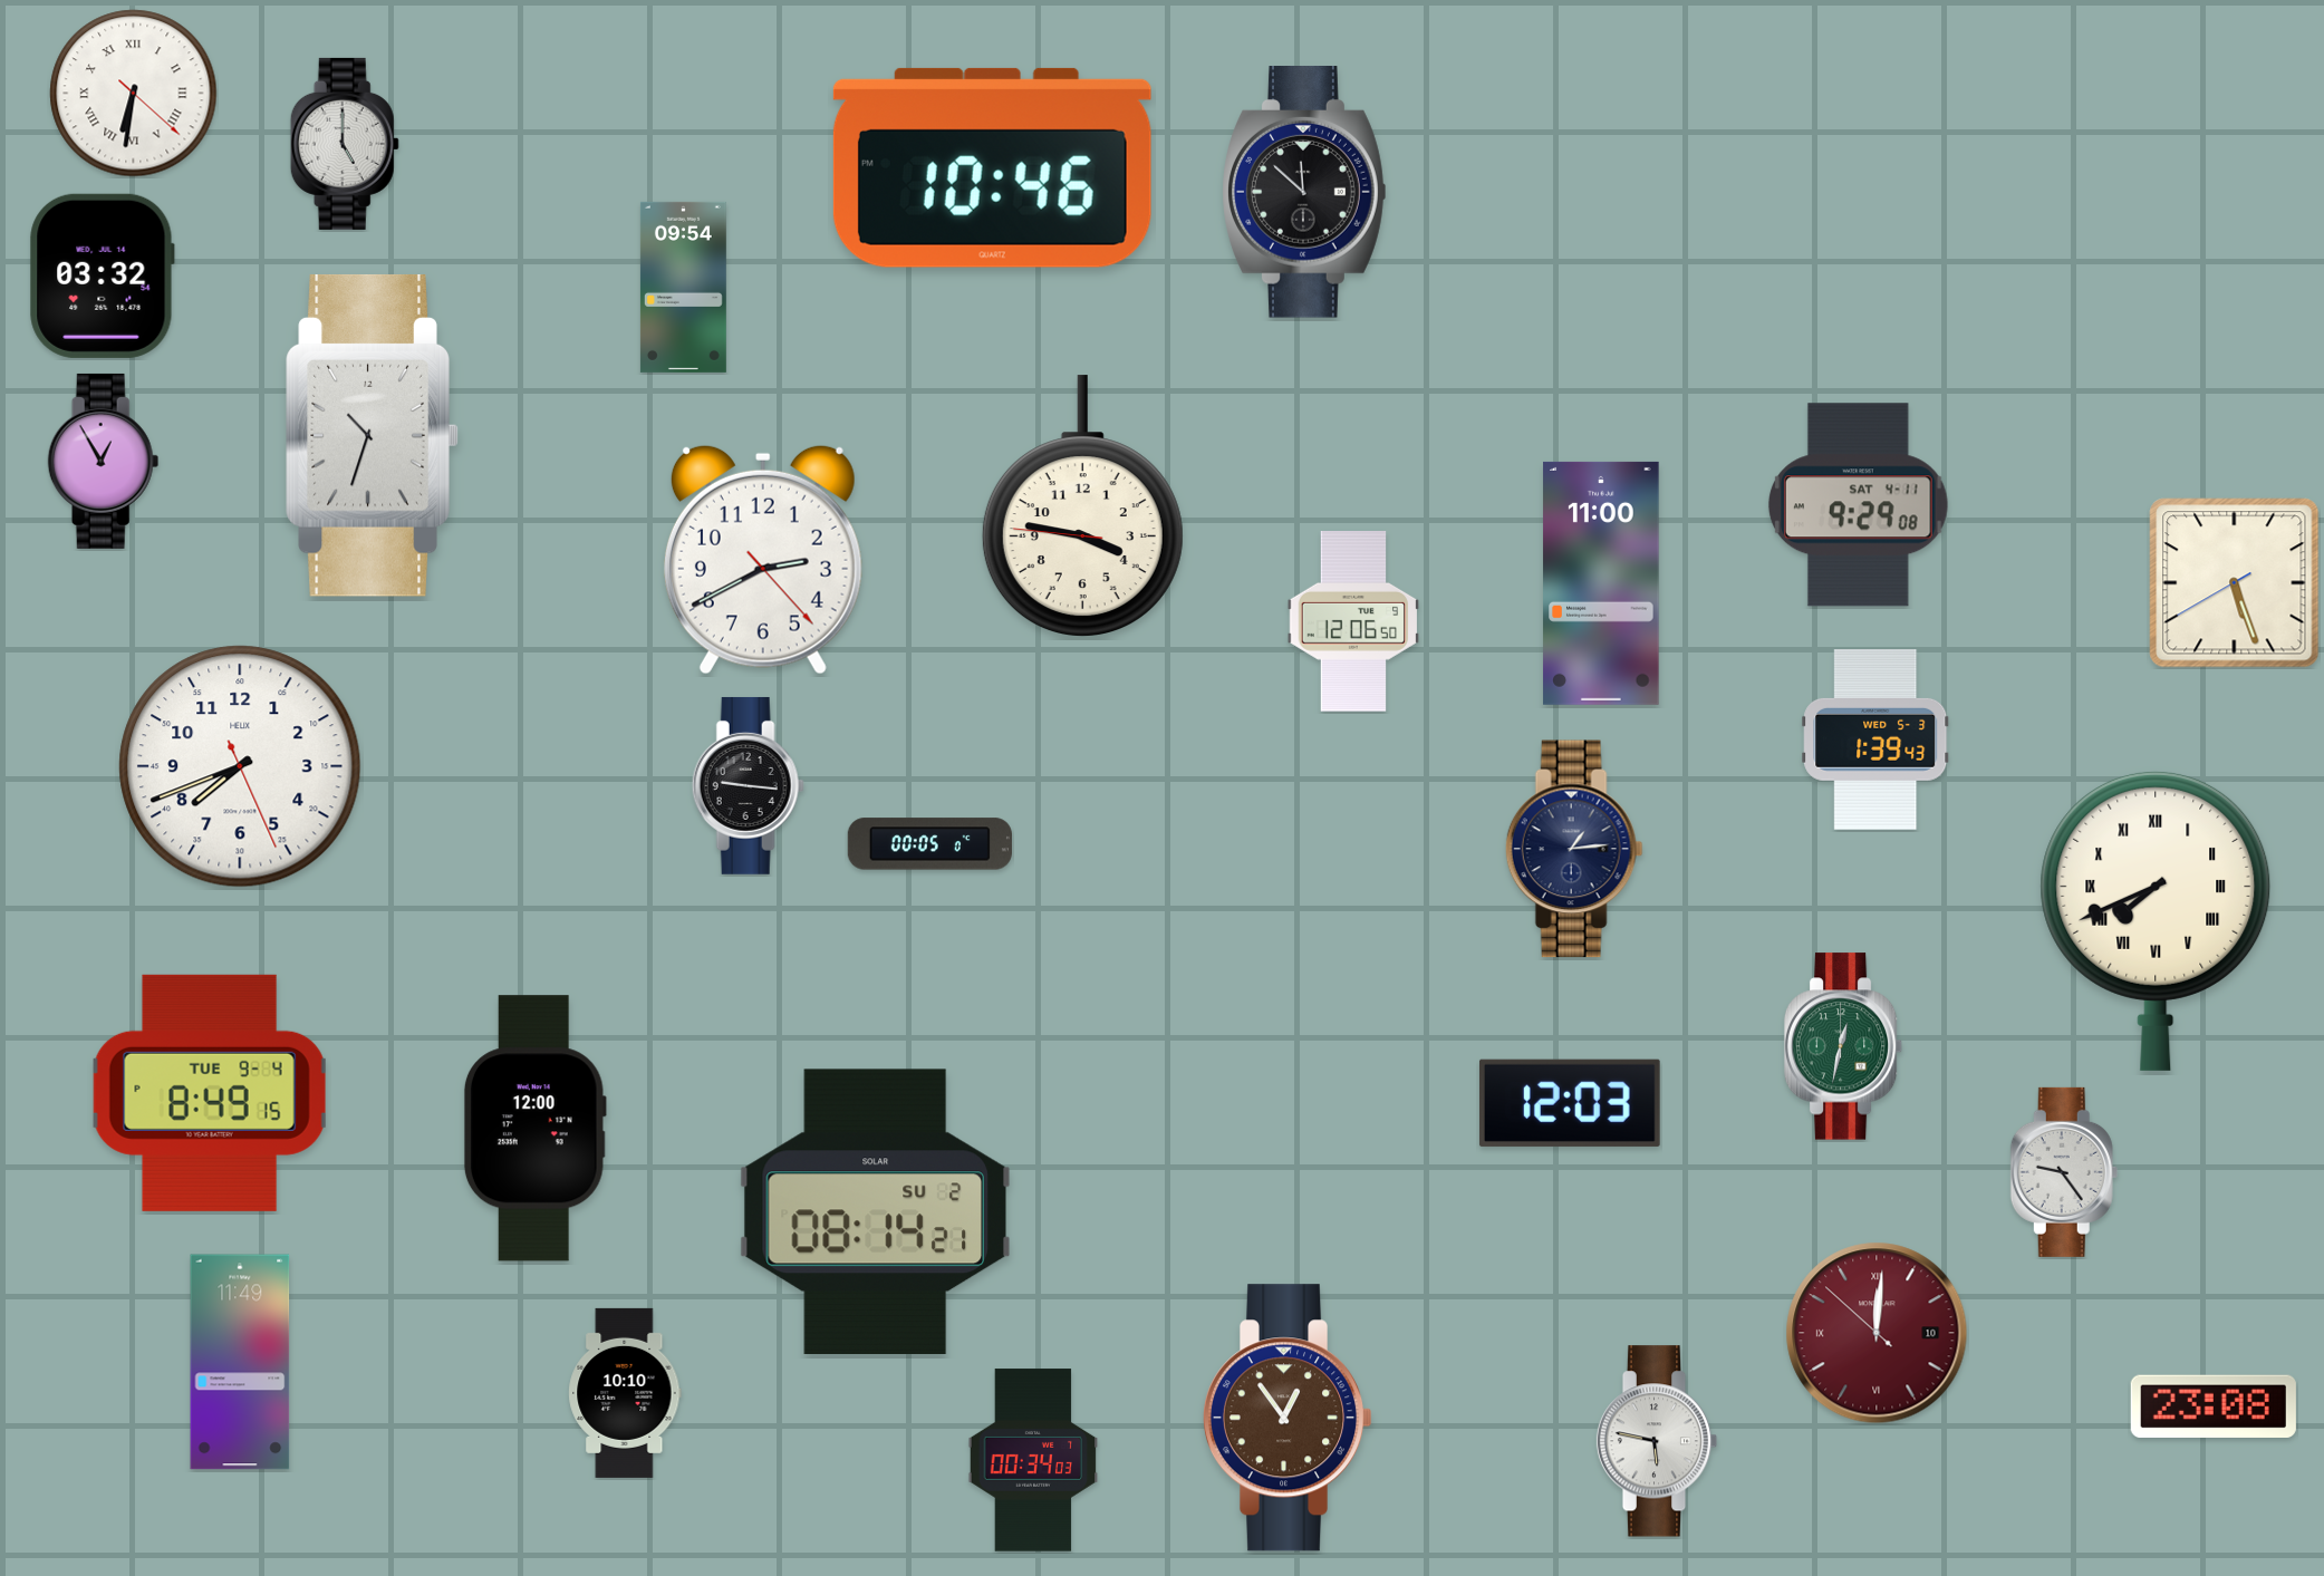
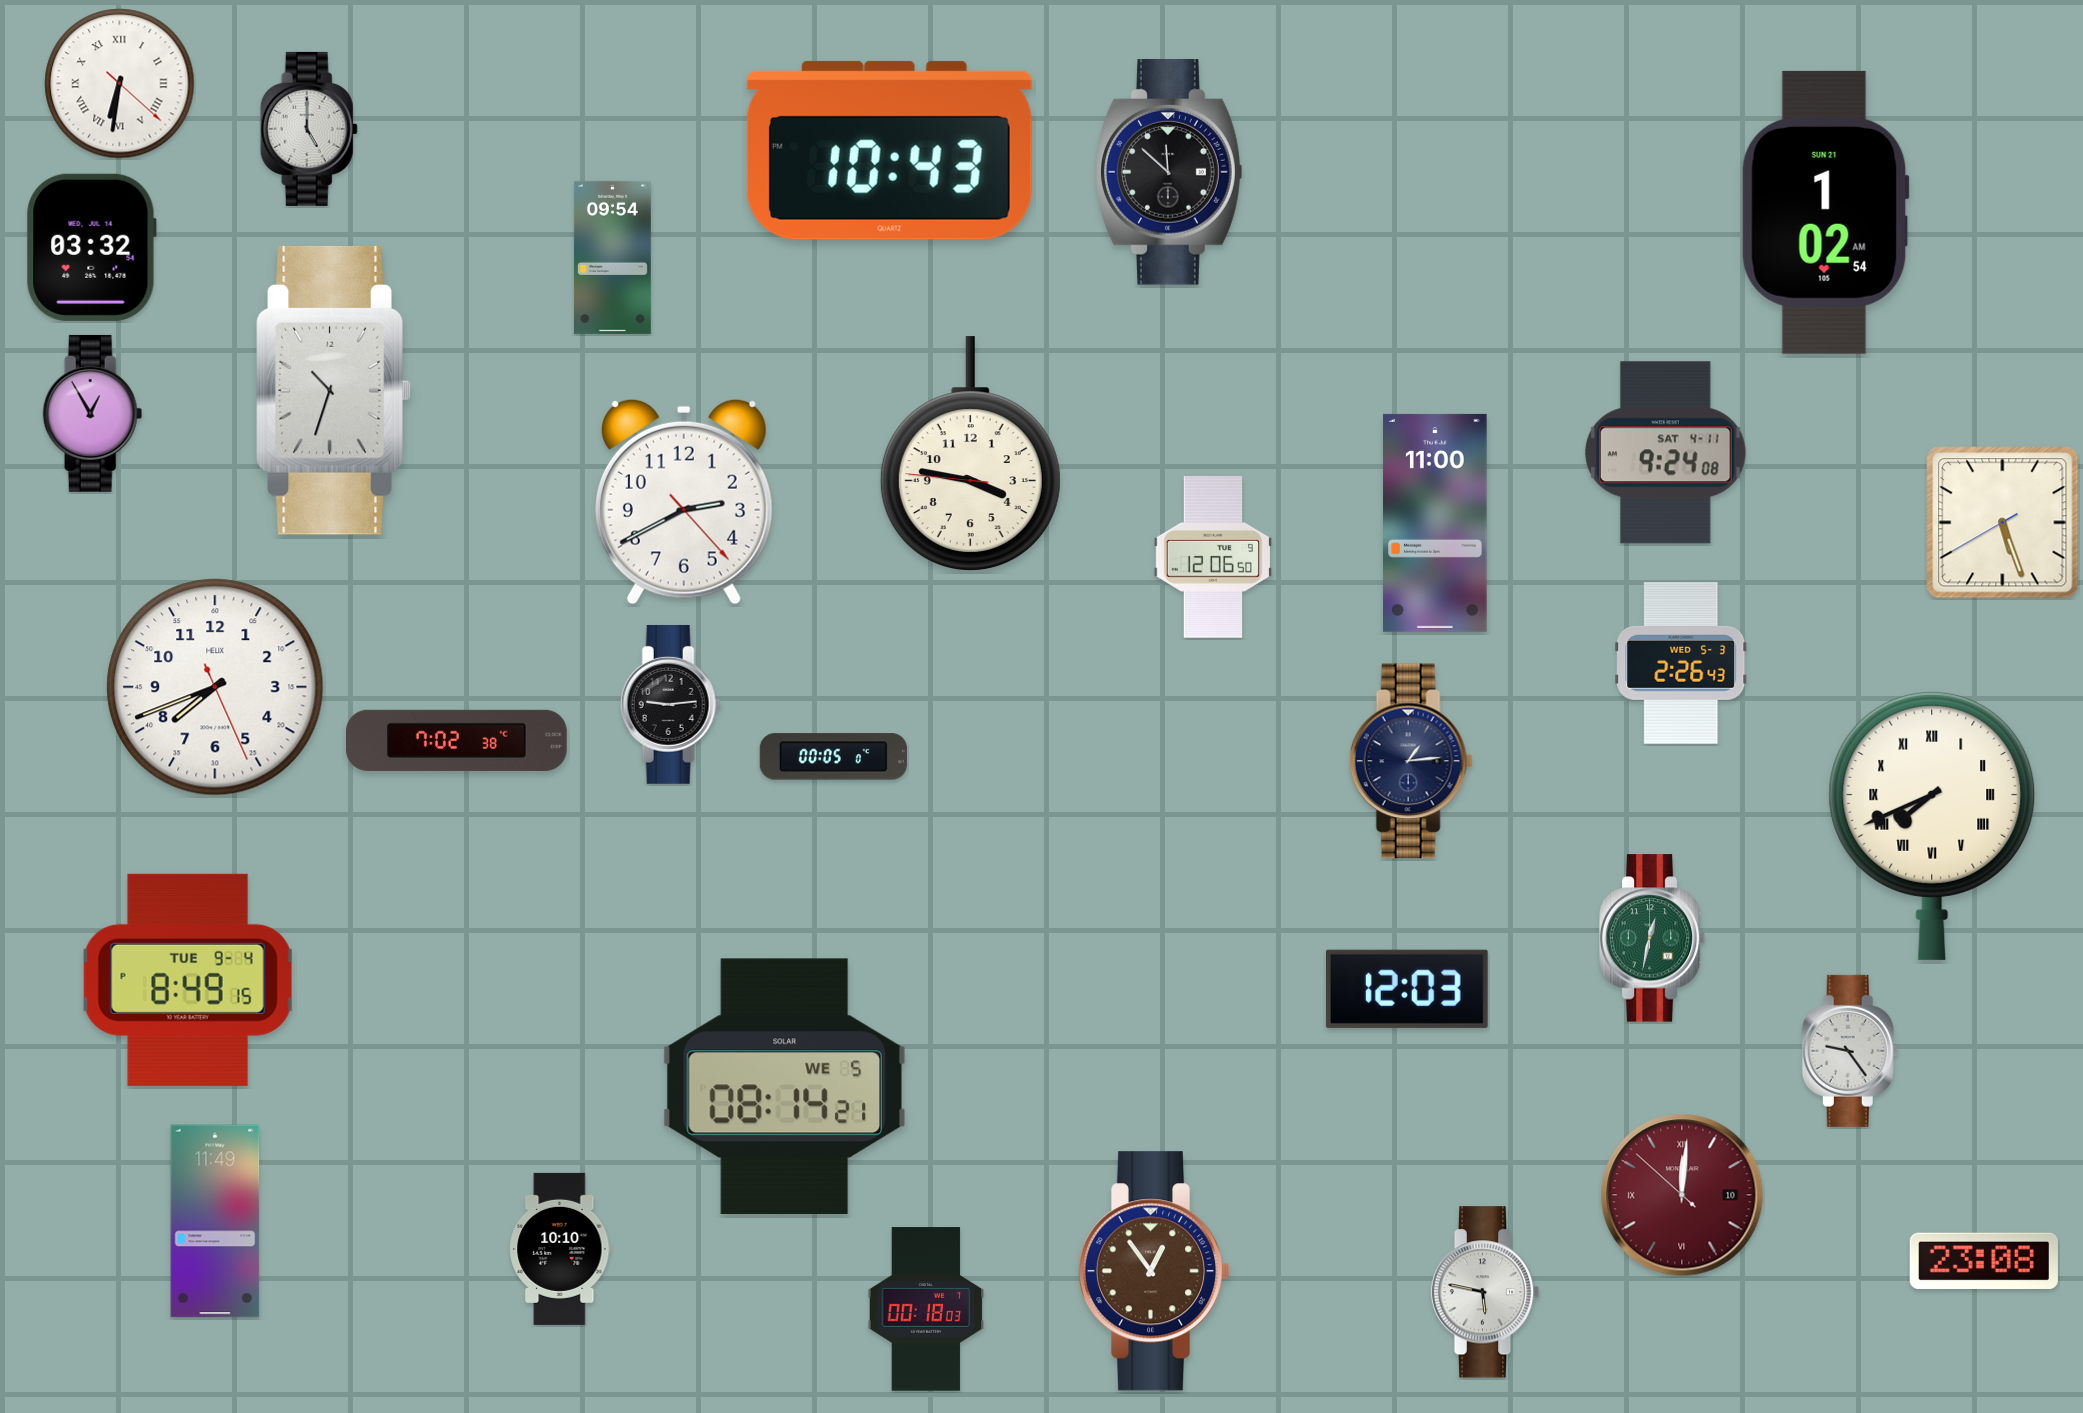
clock at (992, 167): 10:46 -> 10:43
clock at (1825, 212): none -> 1:02
clock at (1859, 505): 9:29 -> 9:24
clock at (1875, 741): 1:39 -> 2:26
clock at (748, 785): 9:16 -> 9:14
clock at (456, 740): none -> 7:02
clock at (534, 1129): 12:00 -> none
clock at (875, 1211) date: SU 2 -> WE 5
clock at (1033, 1460): 00:34 -> 00:18
